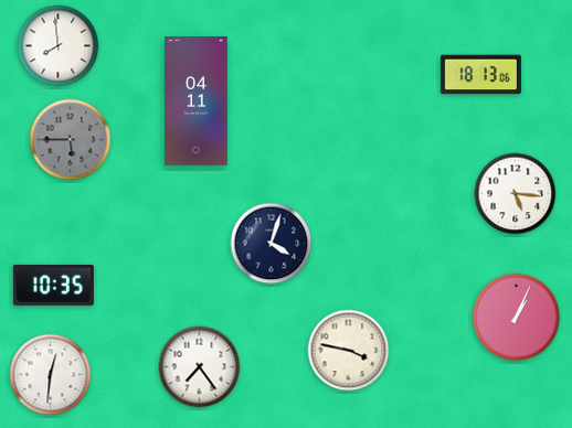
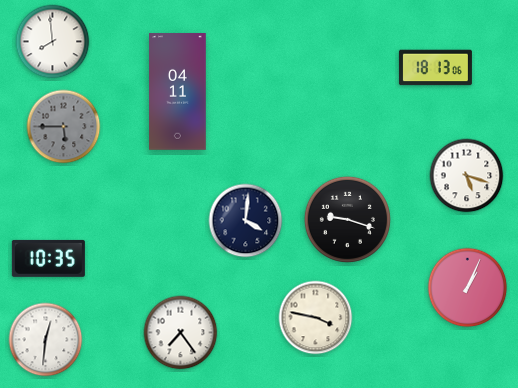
clock at (516, 194): 5:16 -> 5:18
clock at (347, 219): none -> 9:18
clock at (272, 244): 4:03 -> 4:01
